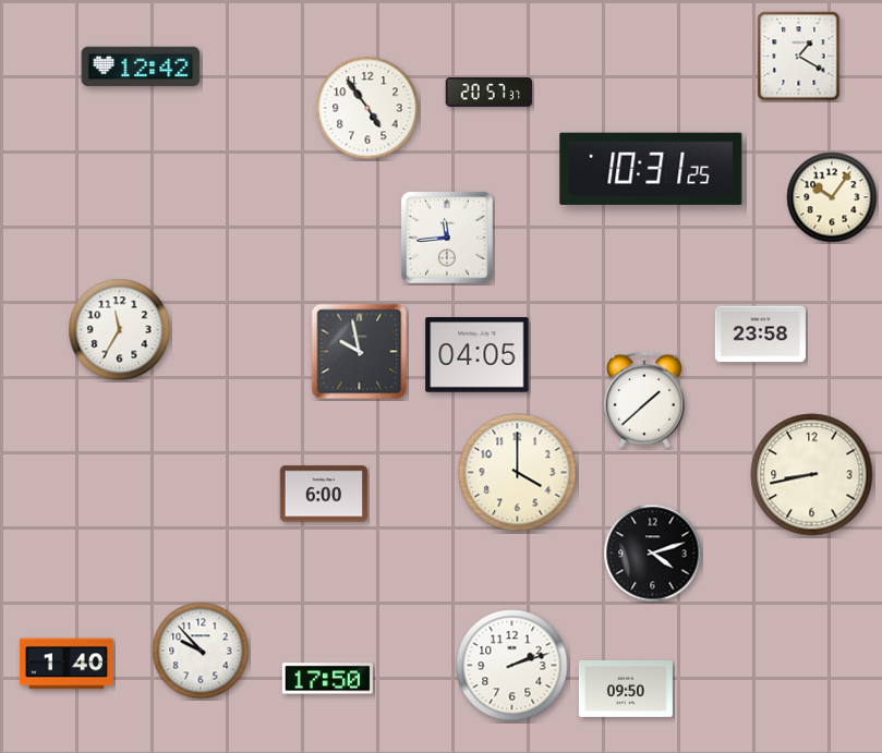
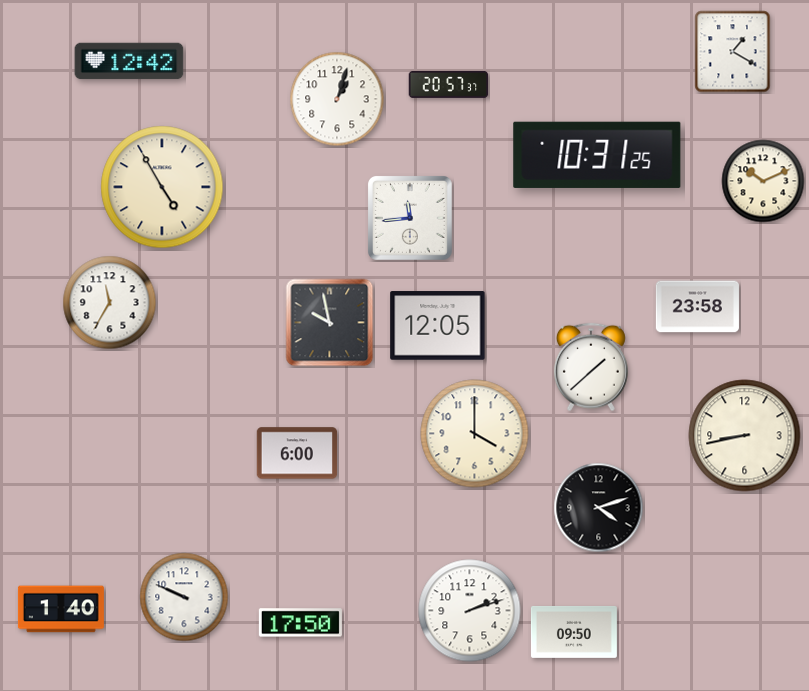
clock at (367, 108): 4:54 -> 1:03
clock at (832, 197): 10:06 -> 10:11
clock at (162, 187): none -> 4:55
clock at (478, 355): 04:05 -> 12:05
clock at (201, 651): 9:53 -> 9:49
